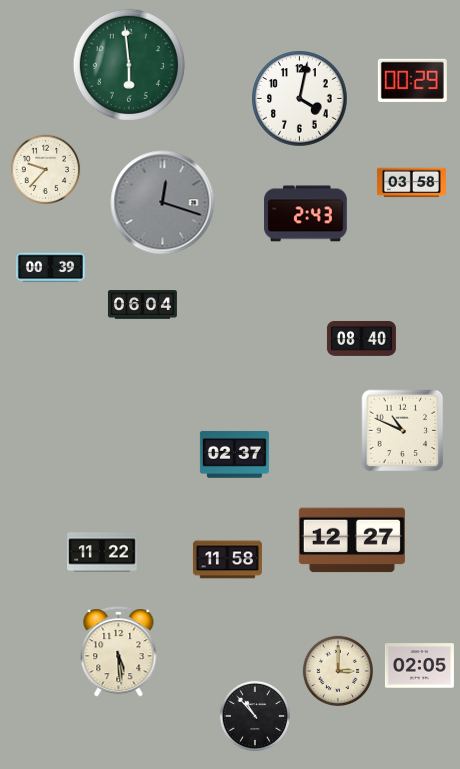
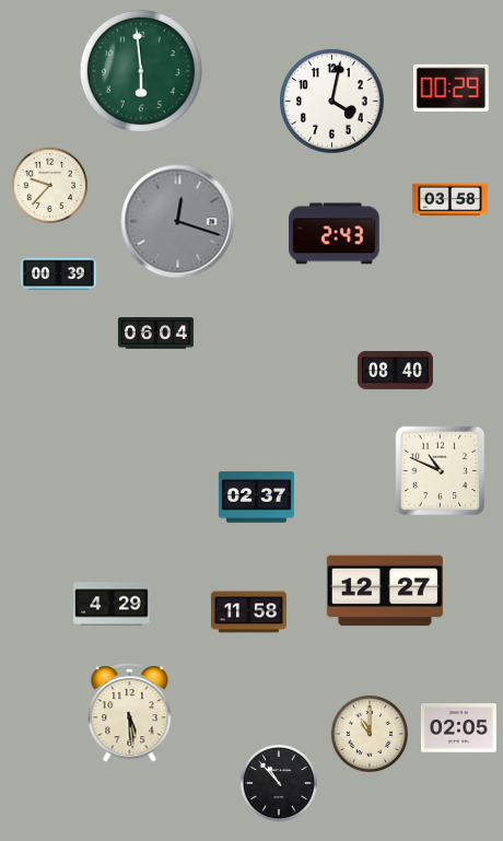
clock at (300, 99) position: (300, 99) -> (332, 102)
clock at (50, 268) position: (50, 268) -> (58, 275)
clock at (103, 552): 11:22 -> 4:29
clock at (337, 670): 3:00 -> 11:00
